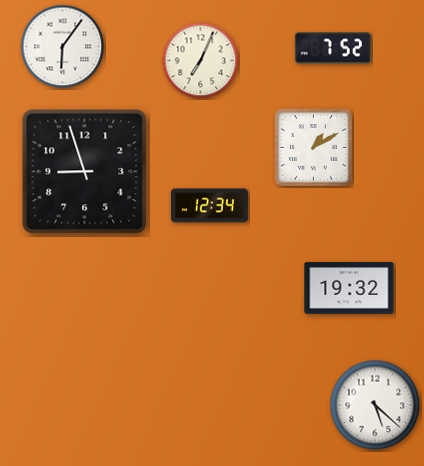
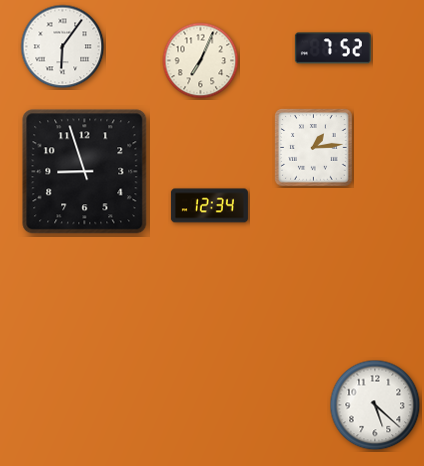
clock at (314, 148): 1:10 -> 1:14
clock at (349, 288): 19:32 -> none
